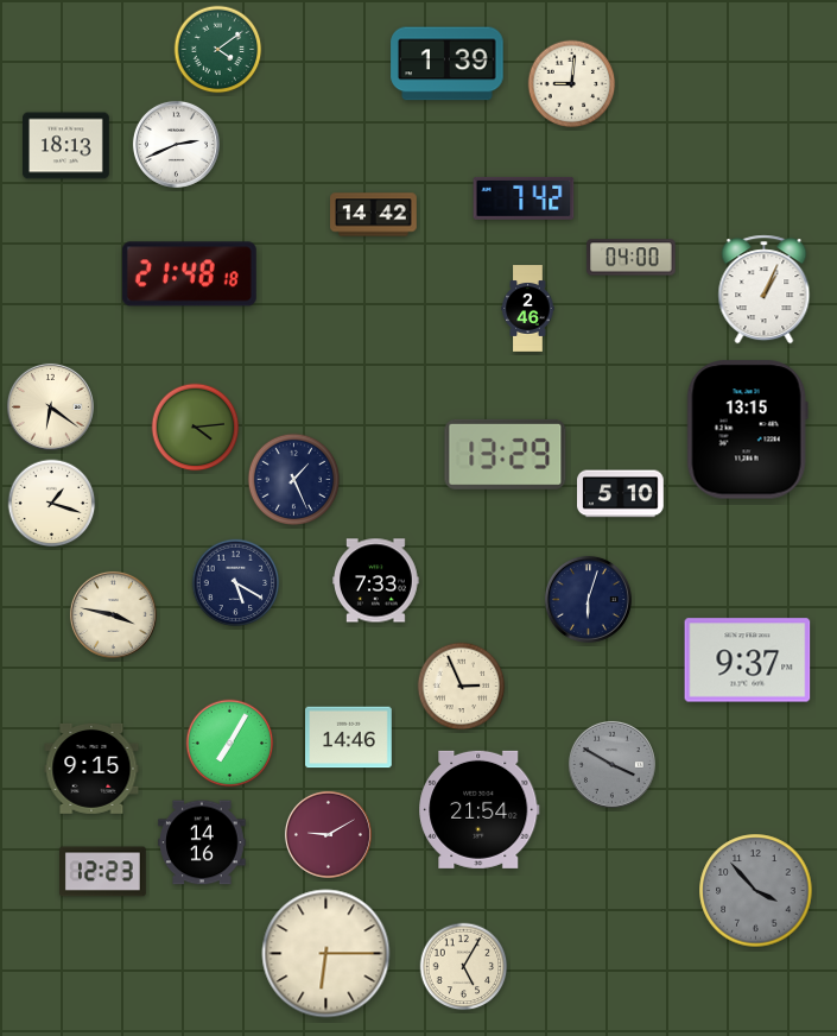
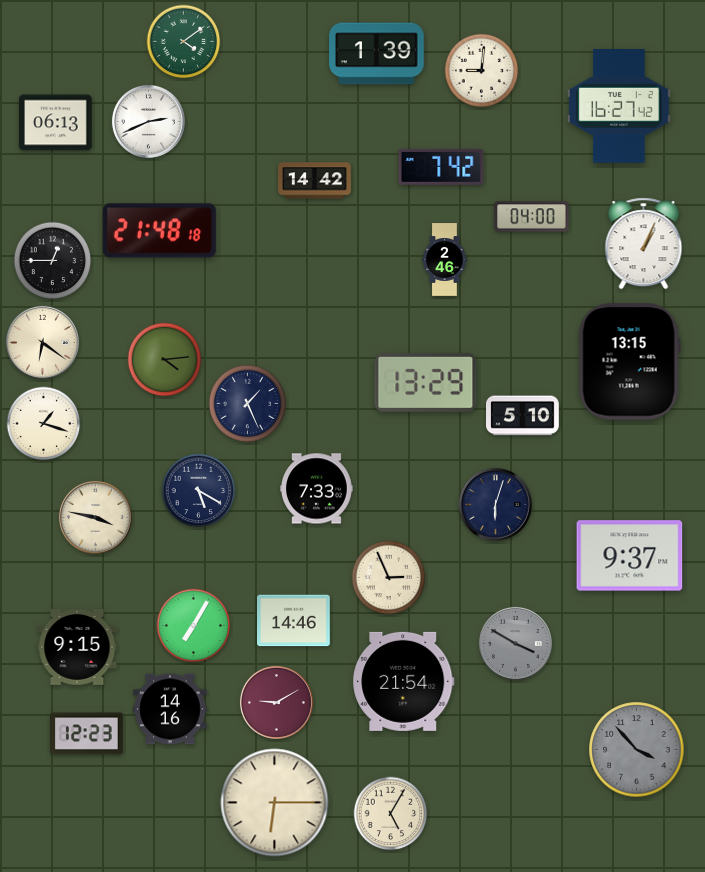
clock at (620, 107): none -> 16:27
clock at (66, 146): 18:13 -> 06:13
clock at (53, 261): none -> 12:45
